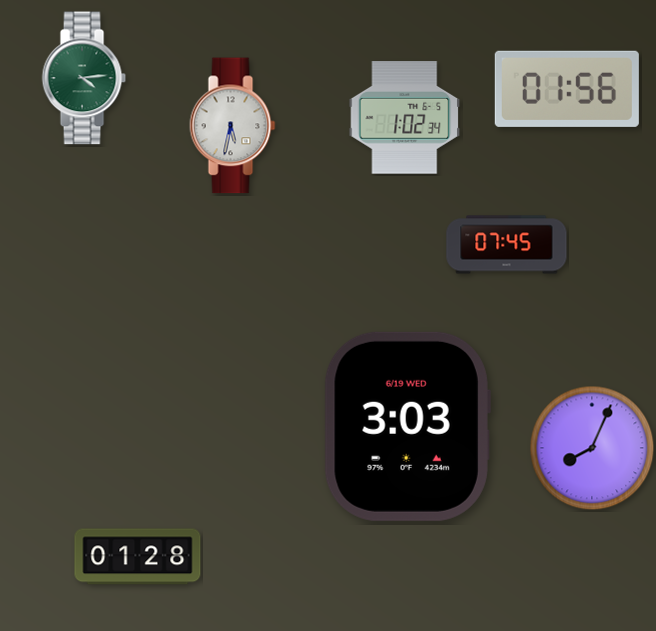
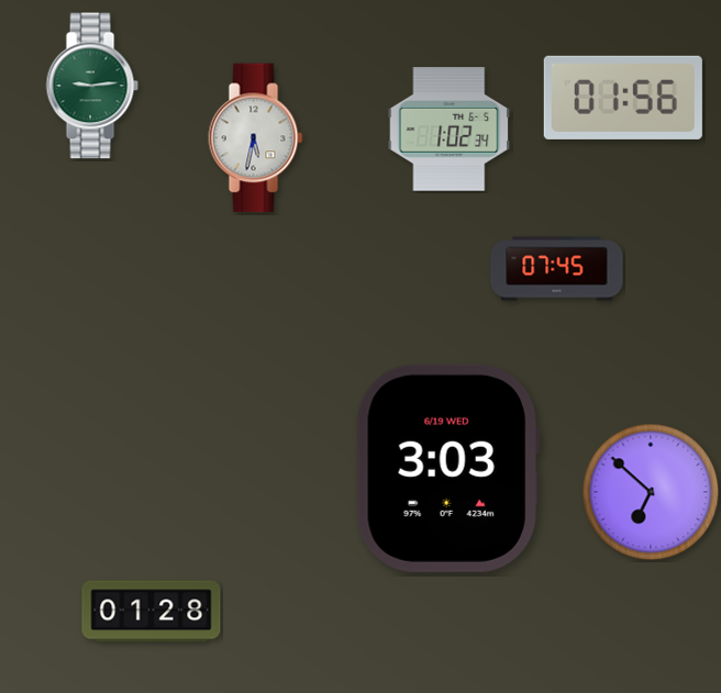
clock at (84, 78): 4:14 -> 9:14
clock at (405, 118) position: (405, 118) -> (450, 130)
clock at (592, 448): 8:04 -> 6:52
